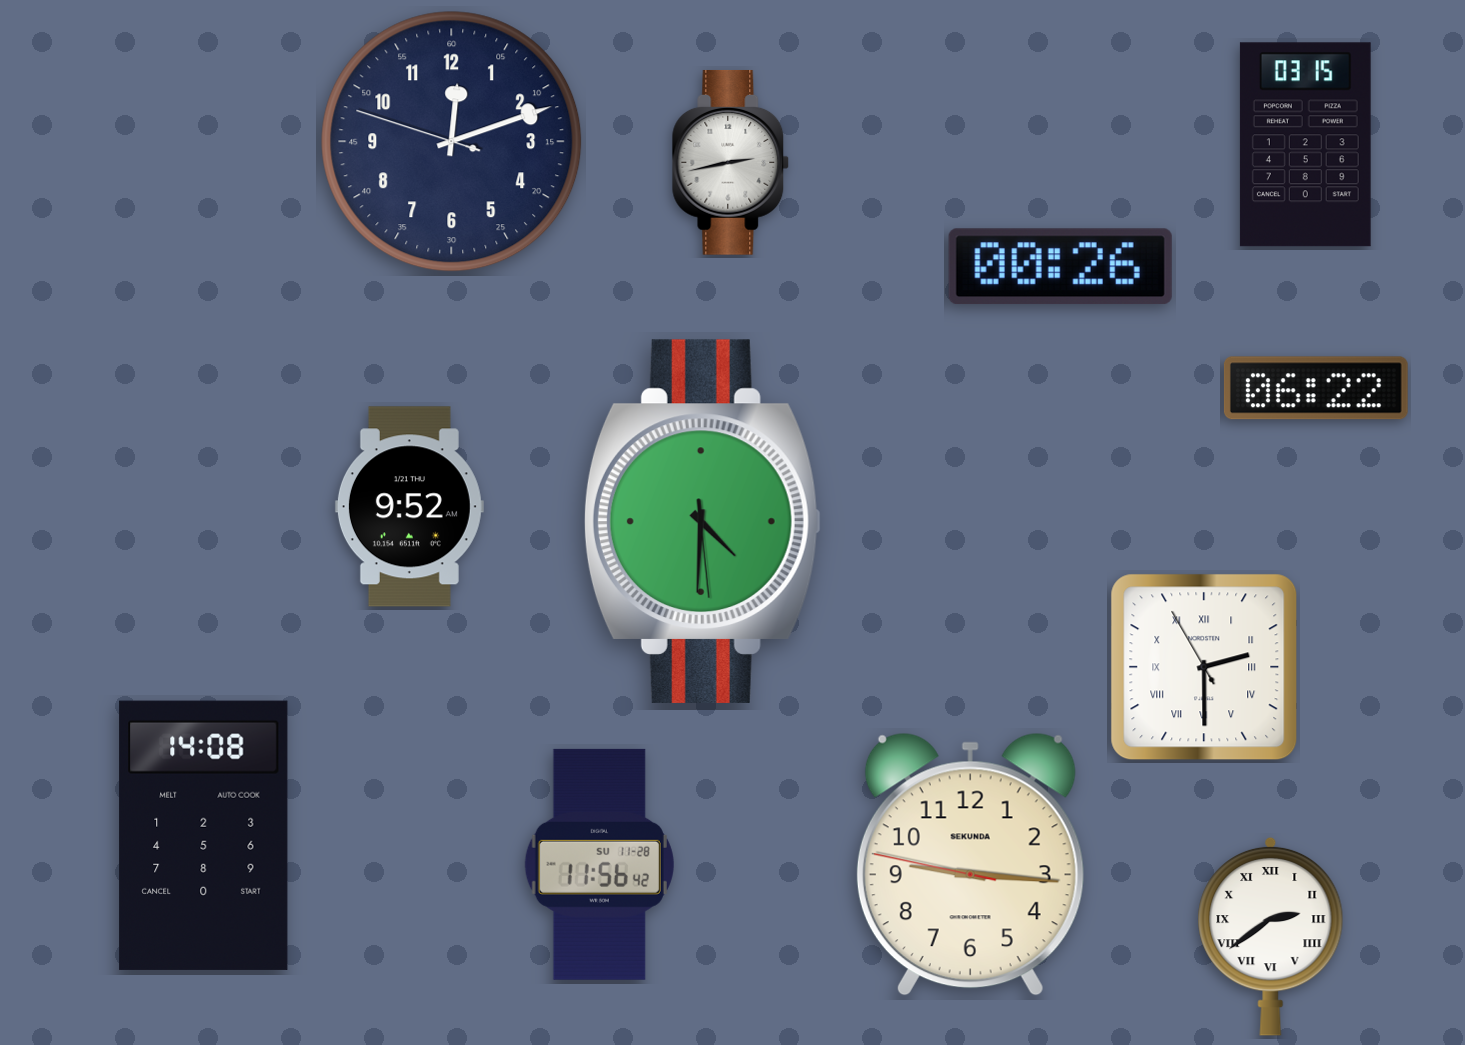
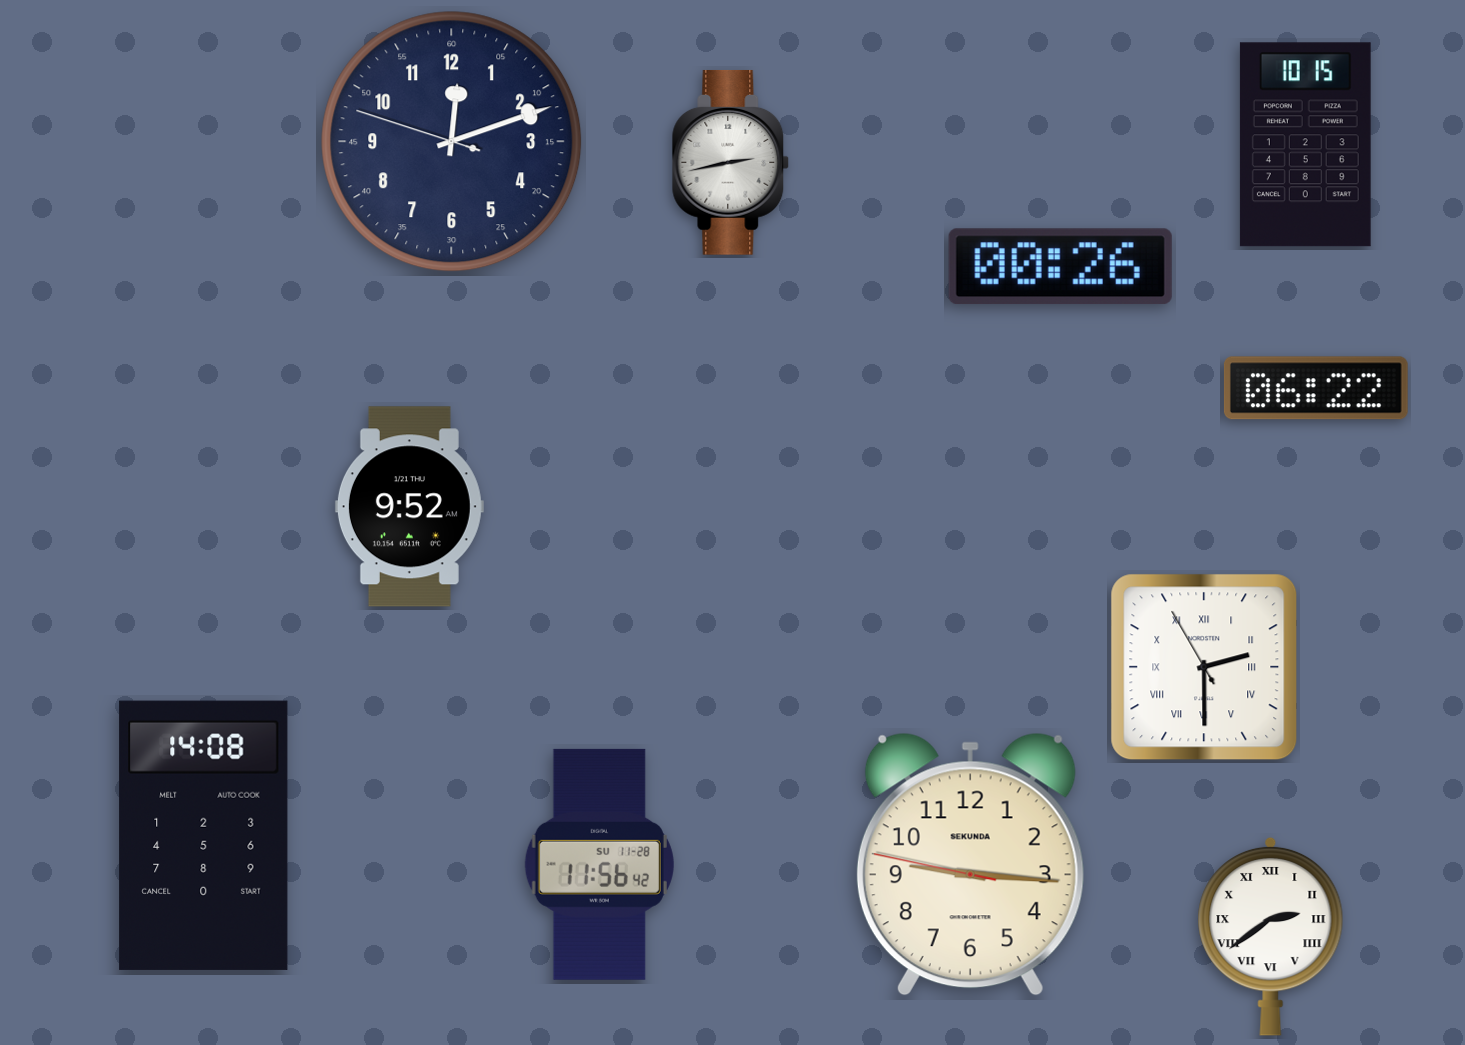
clock at (1305, 145): 03:15 -> 10:15
clock at (702, 521): 4:30 -> none
